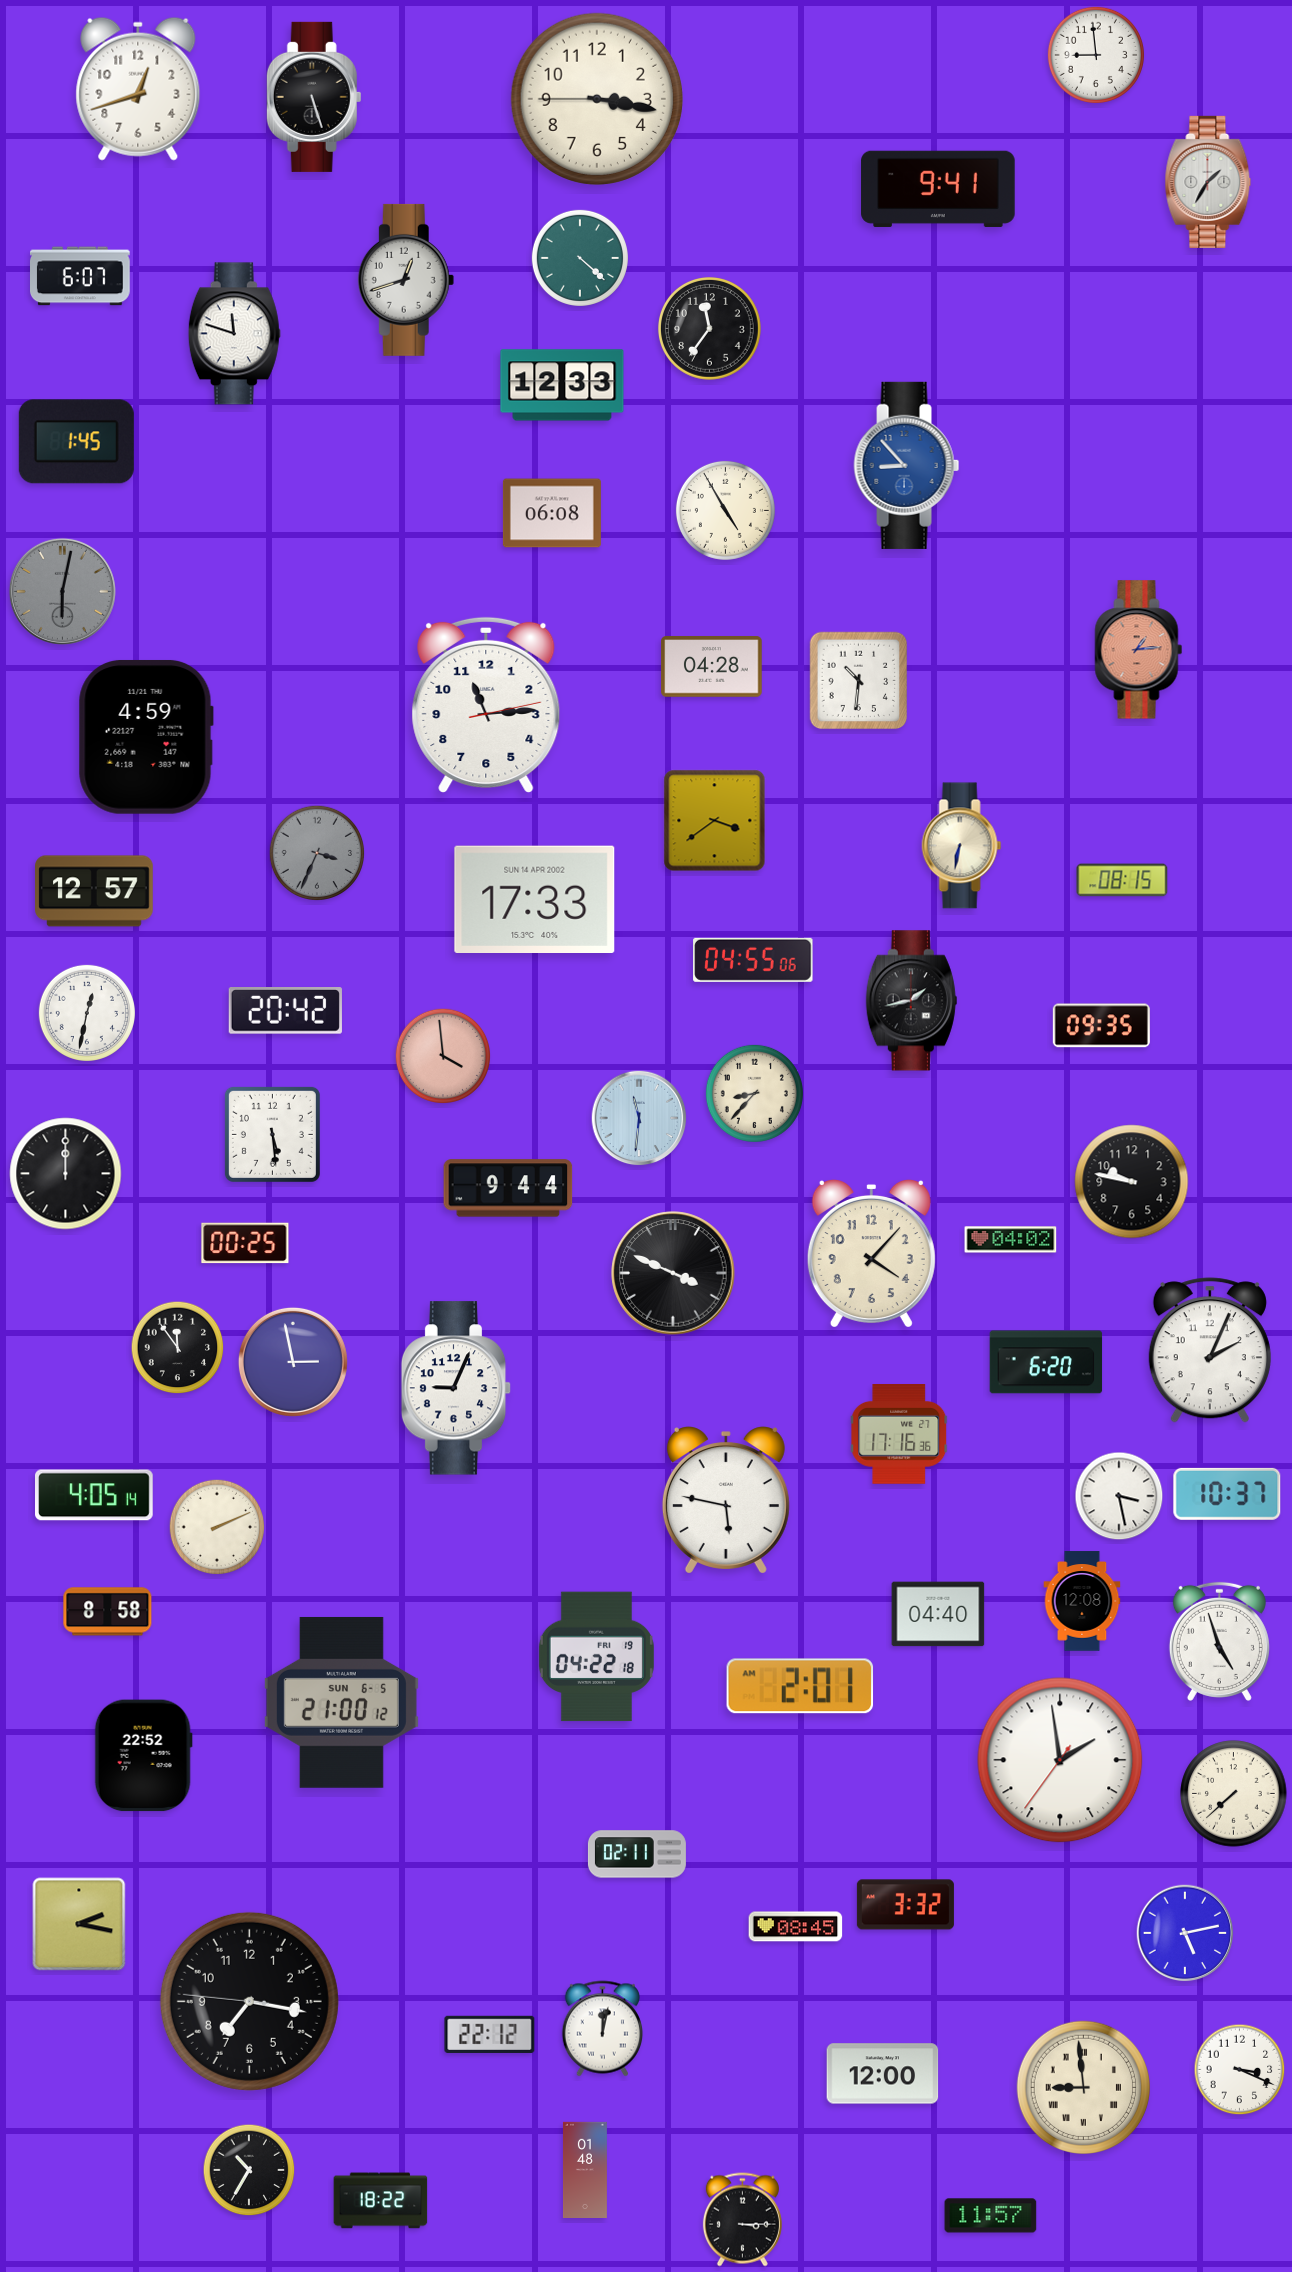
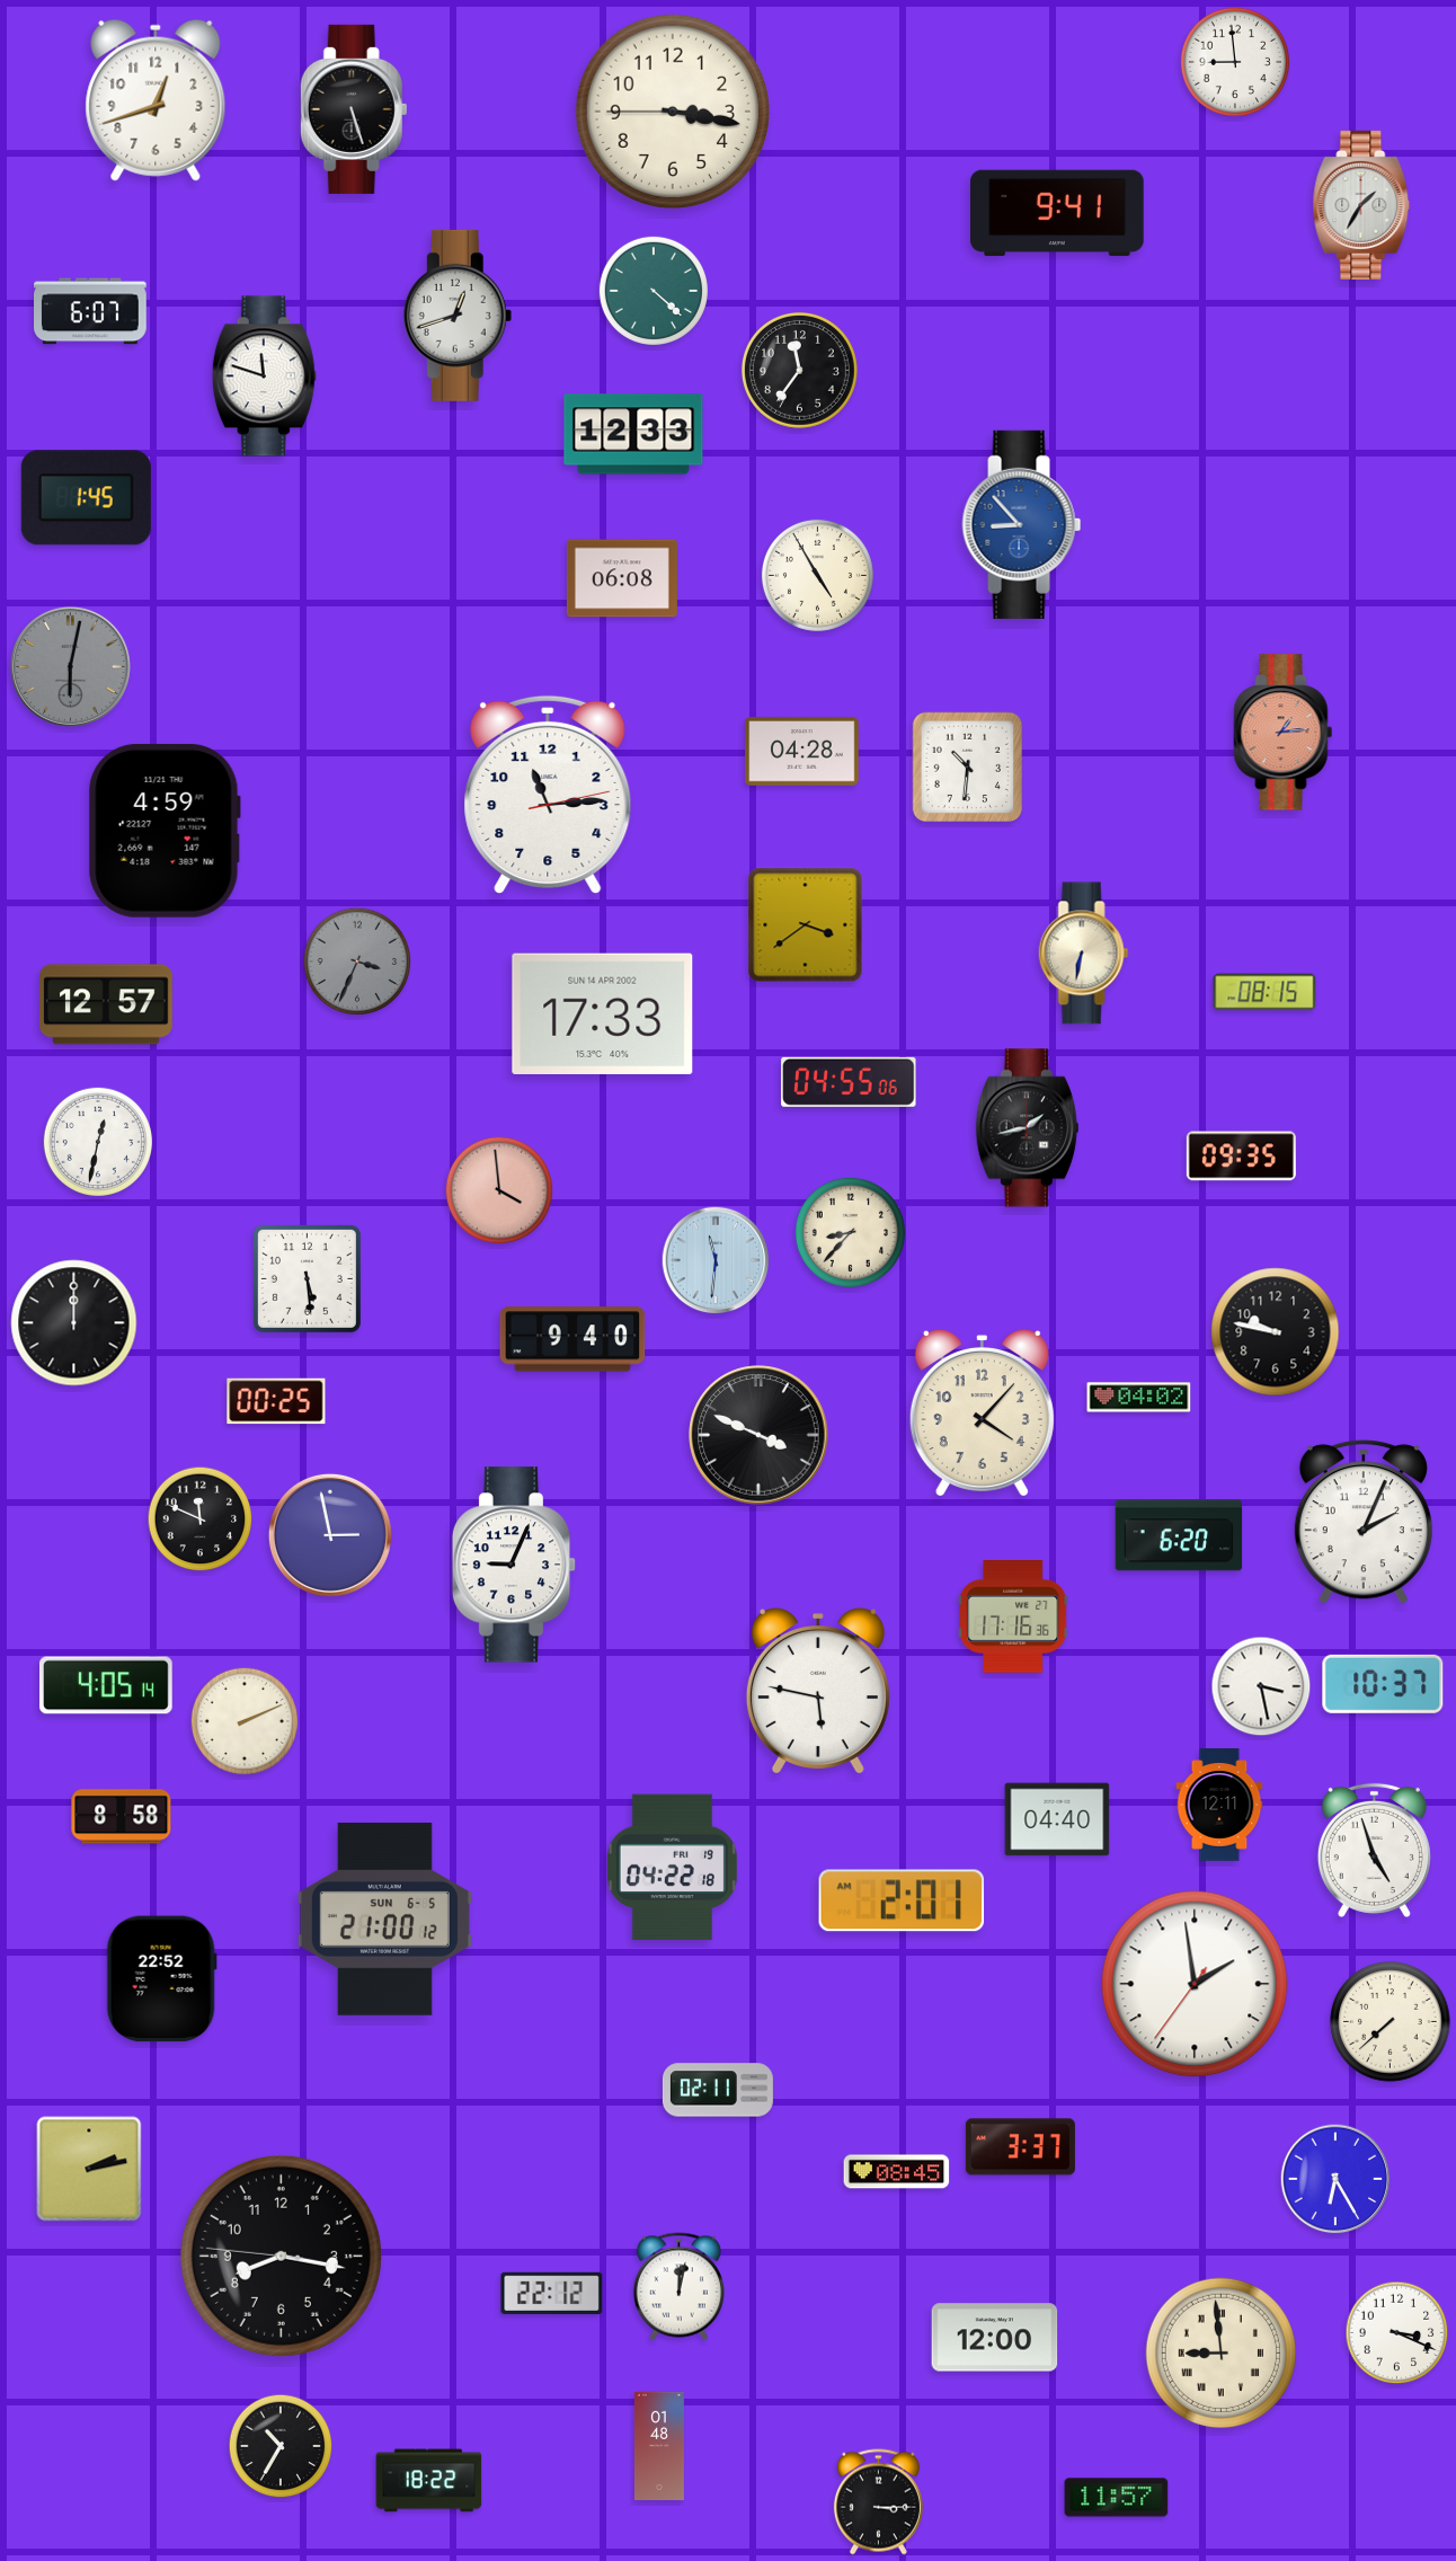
clock at (285, 1011): 20:42 -> none
clock at (639, 1118) position: (639, 1118) -> (716, 1260)
clock at (508, 1188): 9:44 -> 9:40
clock at (178, 1348): 11:54 -> 11:49
clock at (1082, 1601): 12:08 -> 12:11
clock at (905, 1905): 3:32 -> 3:37
clock at (79, 1924): 2:17 -> 2:13
clock at (1185, 1933): 5:13 -> 6:25
clock at (249, 2001): 7:16 -> 8:16
clock at (742, 2220) position: (742, 2220) -> (878, 2502)
